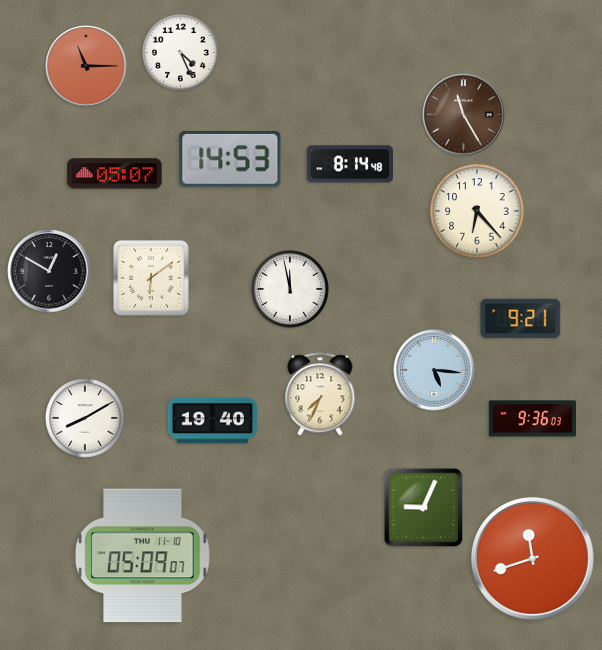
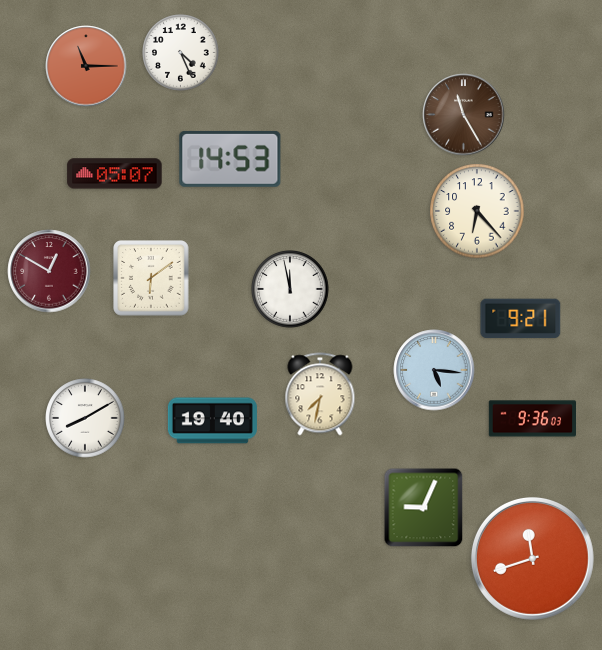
clock at (350, 164): 8:14 -> none
clock at (49, 271) dial: black -> burgundy
clock at (320, 394): 7:34 -> 7:32
clock at (143, 556): 05:09 -> none
